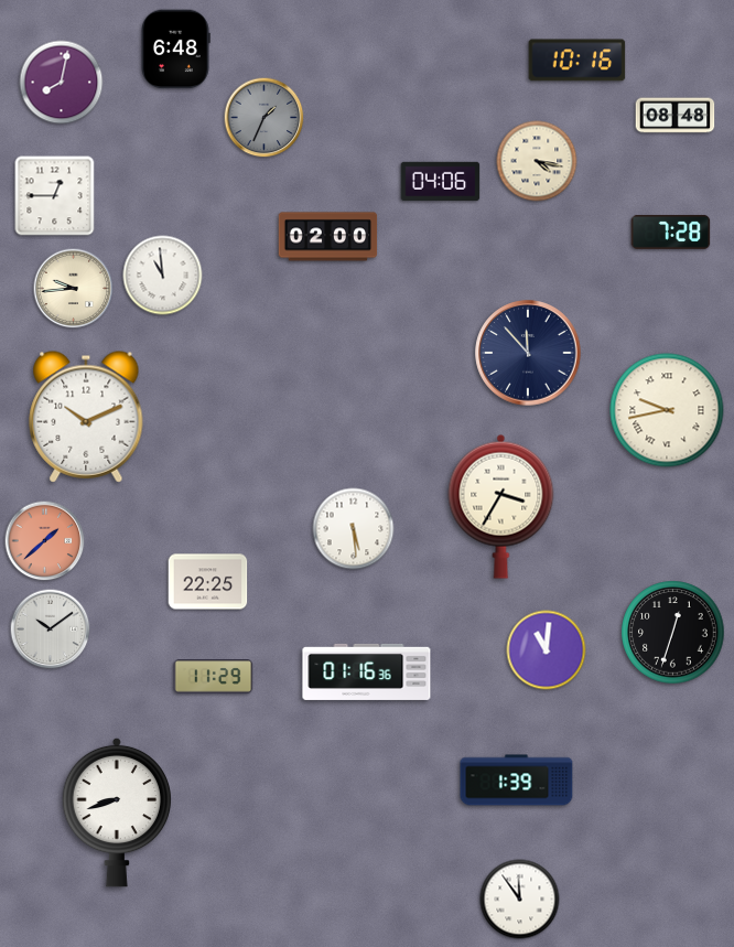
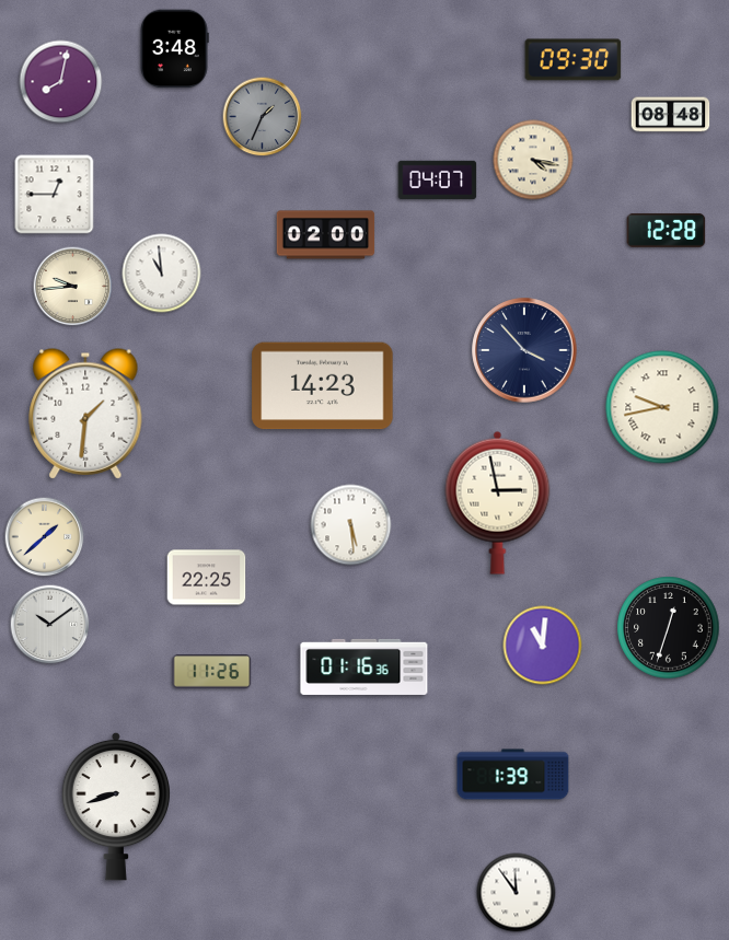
clock at (175, 50): 6:48 -> 3:48
clock at (578, 61): 10:16 -> 09:30
clock at (441, 182): 04:06 -> 04:07
clock at (671, 232): 7:28 -> 12:28
clock at (528, 353): 11:53 -> 3:53
clock at (323, 386): none -> 14:23
clock at (86, 417): 10:11 -> 1:31
clock at (501, 506): 3:35 -> 2:58
clock at (45, 541) dial: salmon -> cream
clock at (214, 677): 11:29 -> 11:26
